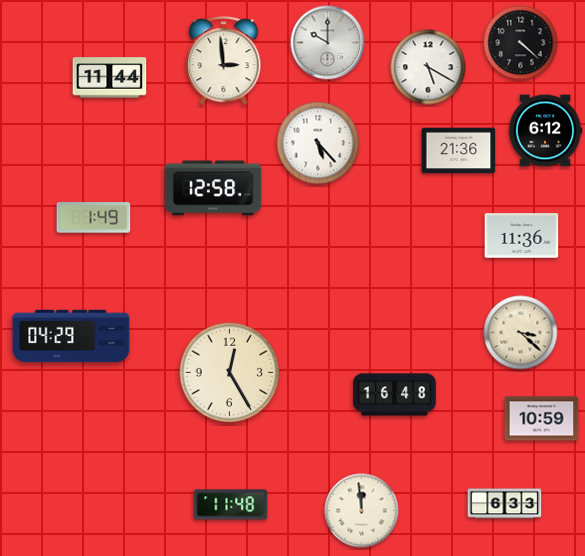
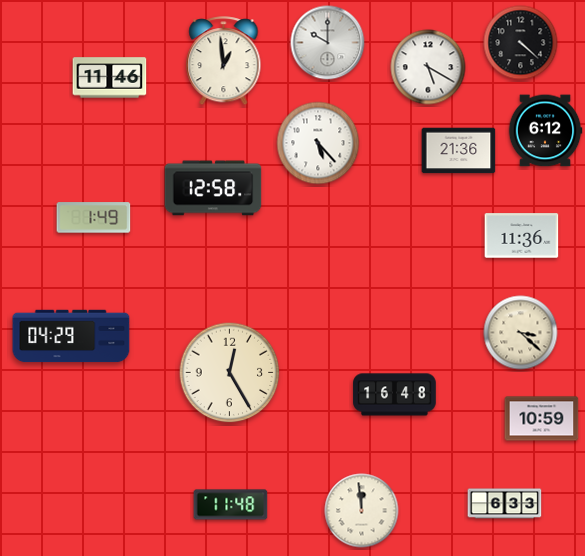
clock at (224, 61): 2:59 -> 12:59
clock at (110, 78): 11:44 -> 11:46
